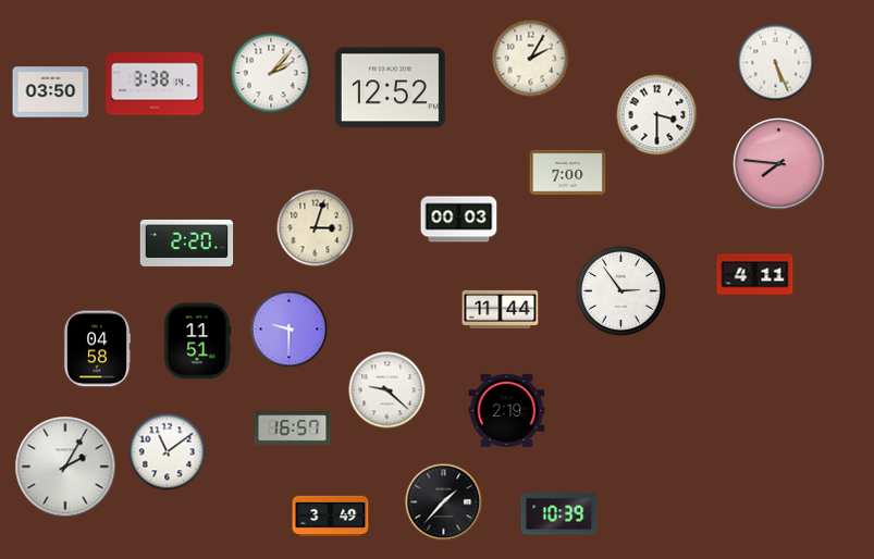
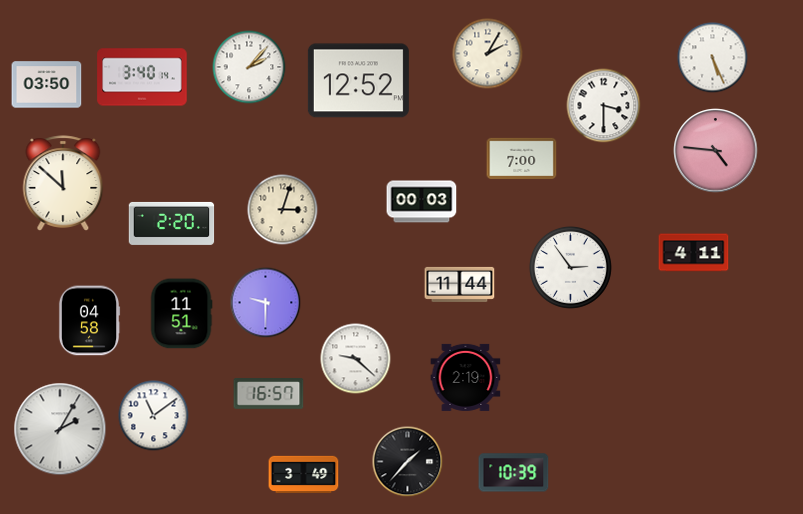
clock at (155, 84): 3:38 -> 3:40
clock at (779, 164): 7:46 -> 4:46
clock at (63, 183): none -> 11:52
clock at (316, 228) position: (316, 228) -> (283, 210)
